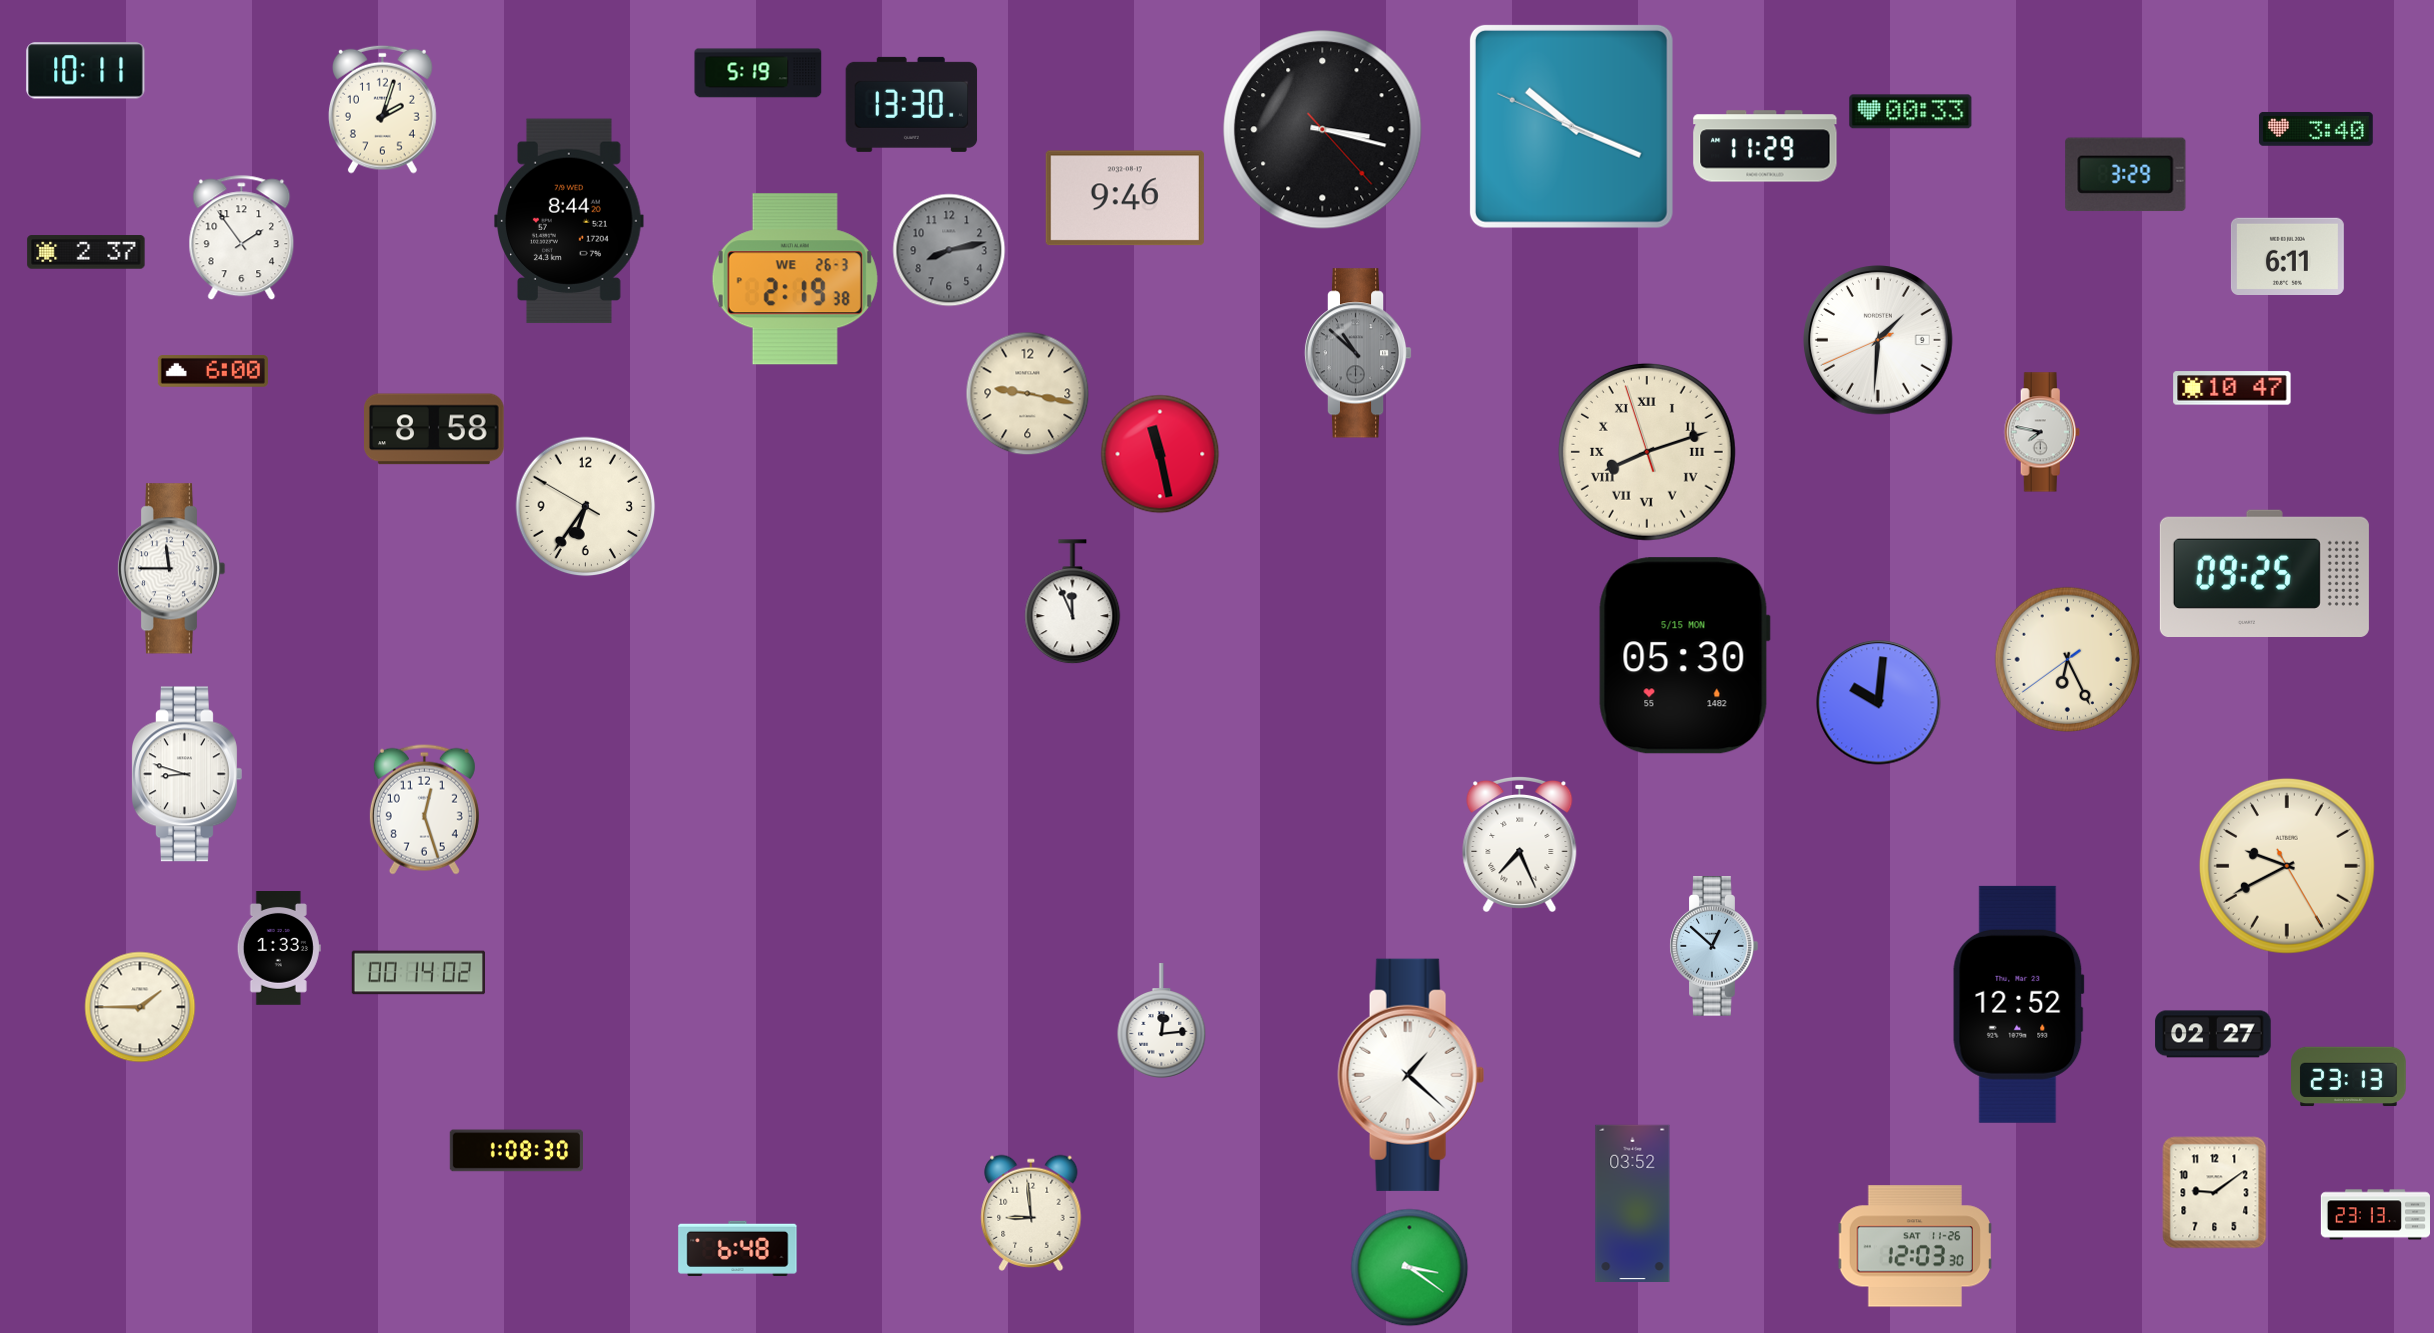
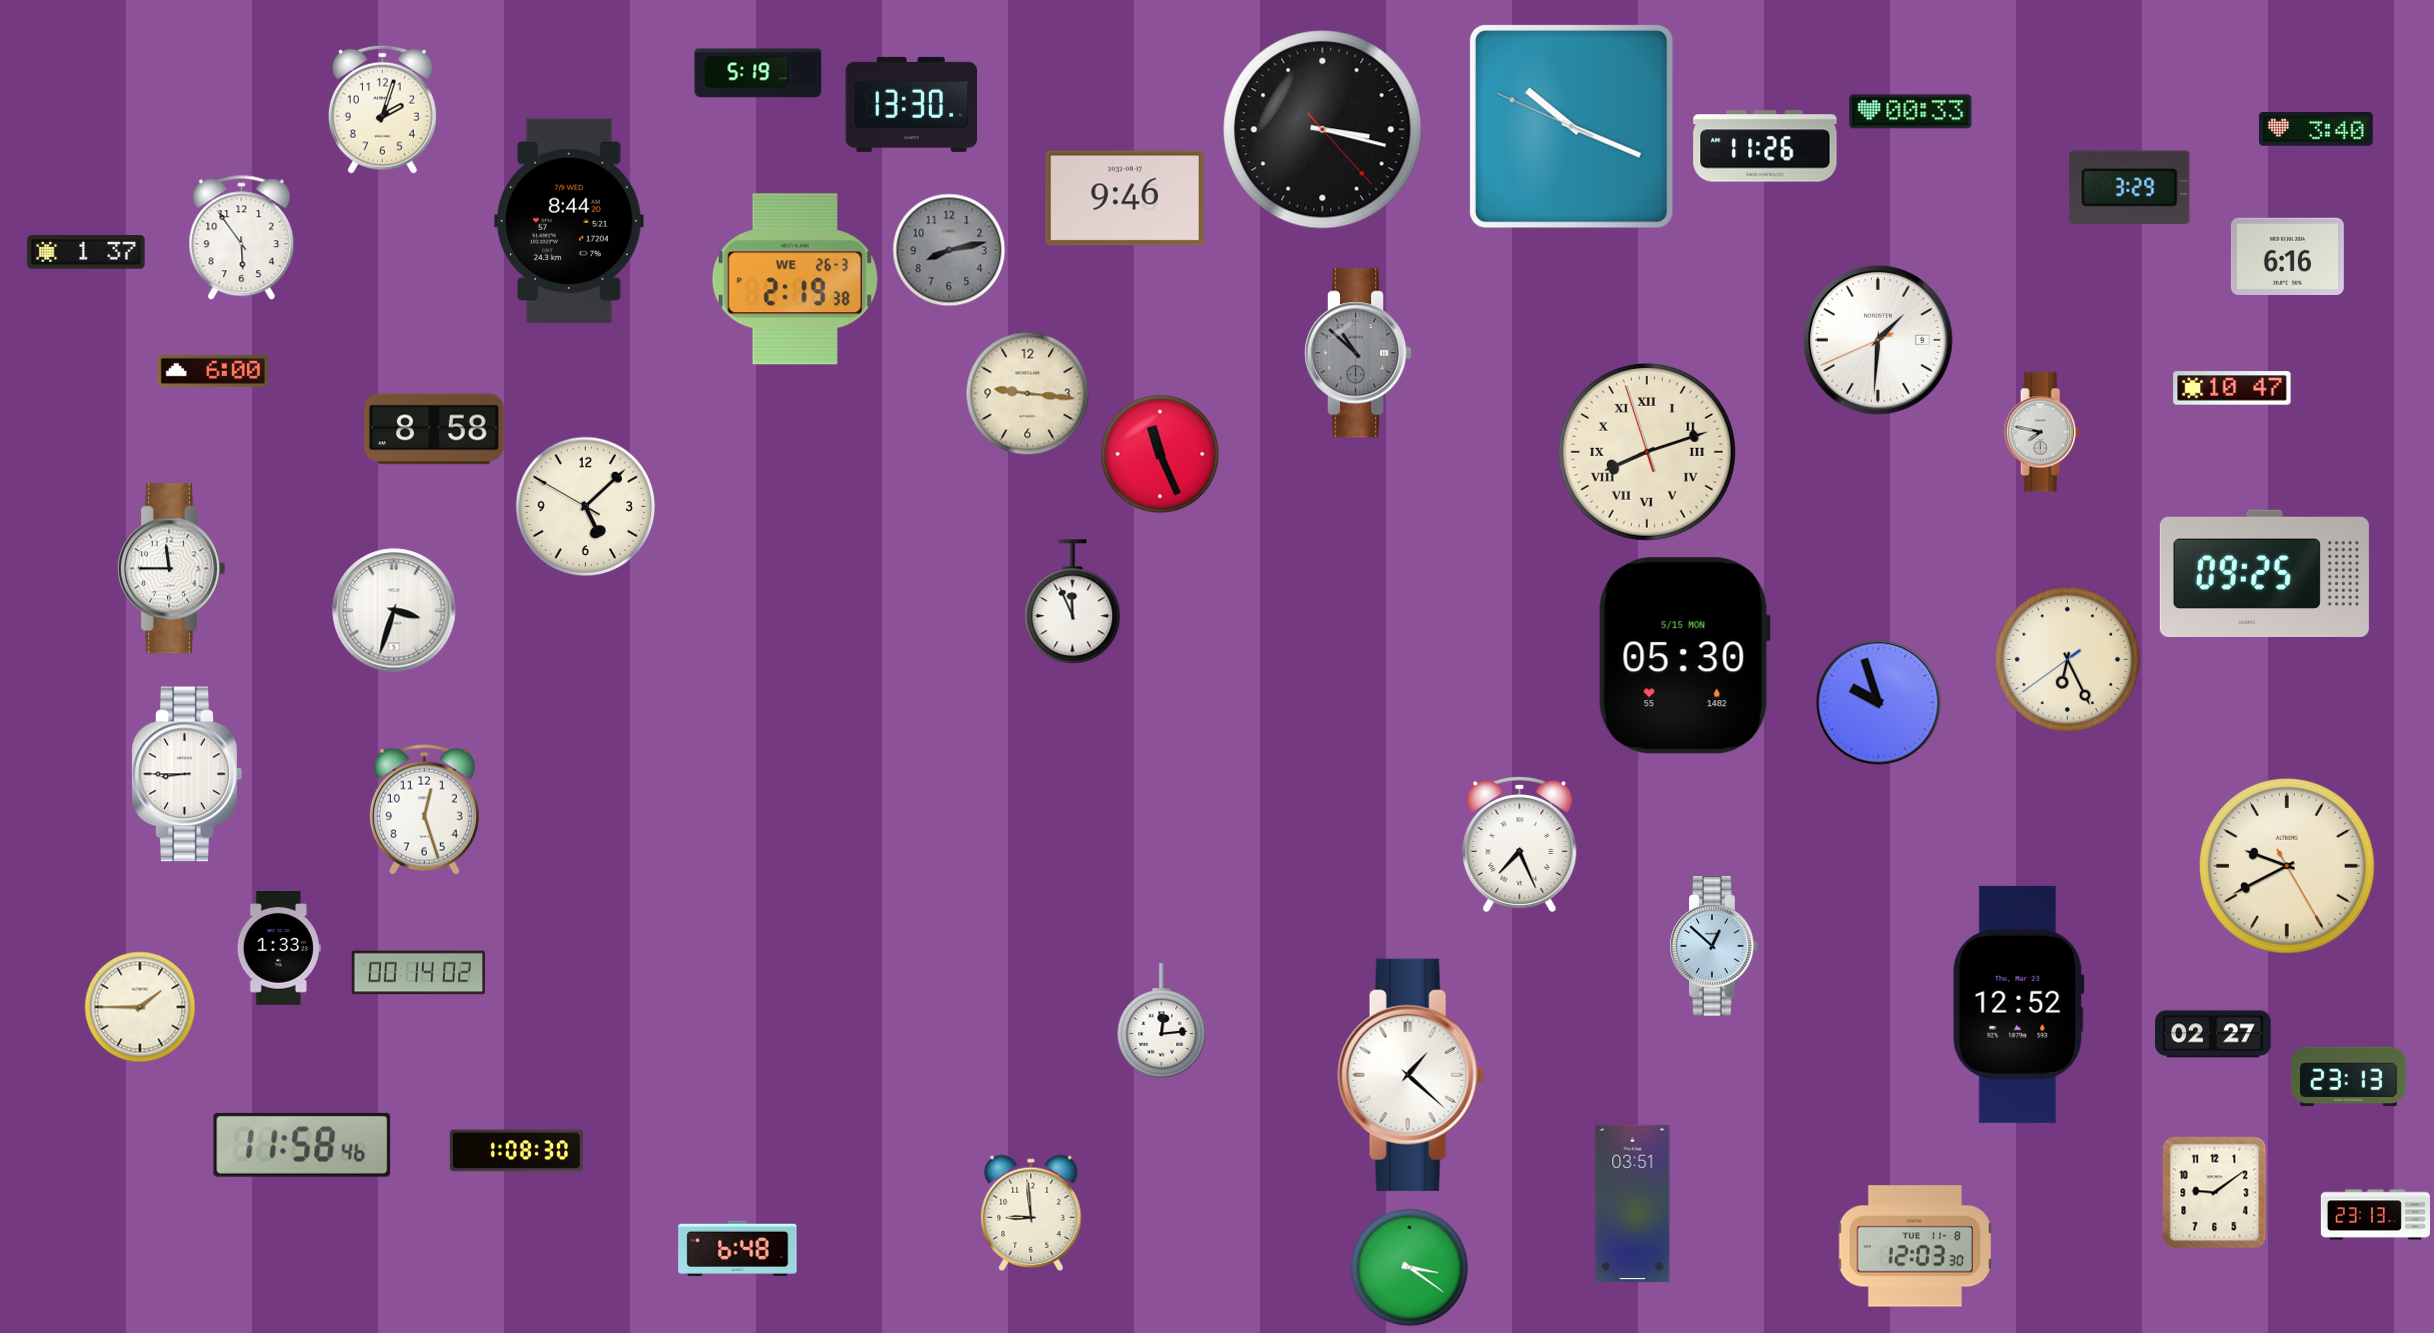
clock at (86, 71): 10:11 -> none
clock at (1765, 146): 11:29 -> 11:26
clock at (2126, 175) position: (2126, 175) -> (2130, 188)
clock at (242, 238): 1:54 -> 5:54
clock at (86, 252): 2:37 -> 1:37
clock at (2287, 256): 6:11 -> 6:16
clock at (1028, 394): 9:17 -> 9:16
clock at (1160, 454): 11:28 -> 11:26
clock at (586, 507): 6:35 -> 5:07
clock at (394, 610): none -> 3:33
clock at (1879, 703): 10:01 -> 9:57
clock at (187, 774): 8:48 -> 8:45
clock at (302, 1145): none -> 11:58
clock at (1633, 1203): 03:52 -> 03:51
clock at (1914, 1246) date: SAT 11-26 -> TUE 11-8
